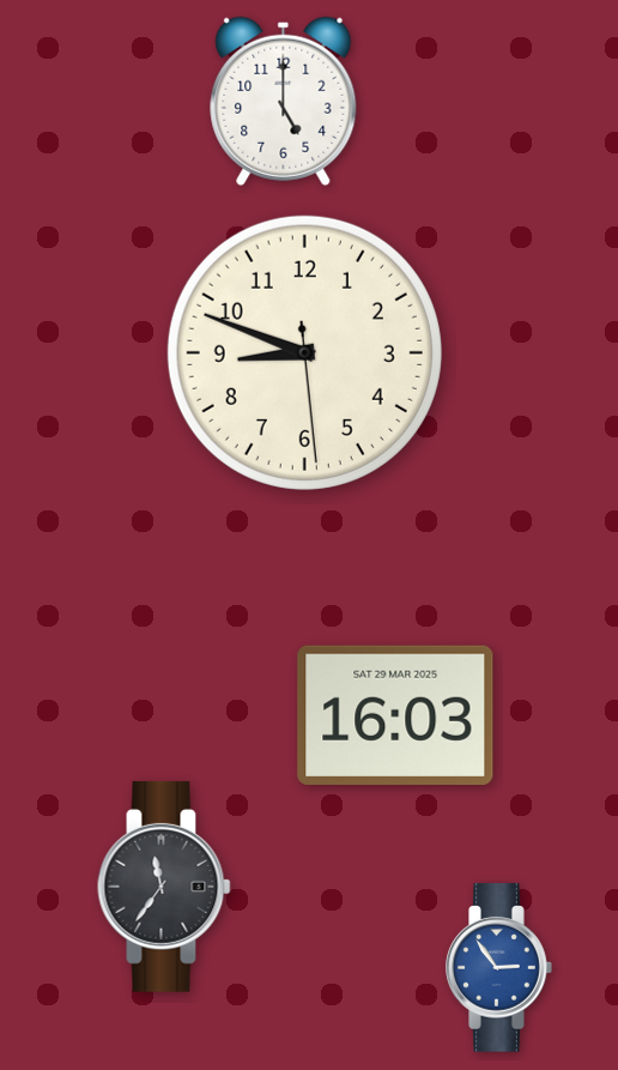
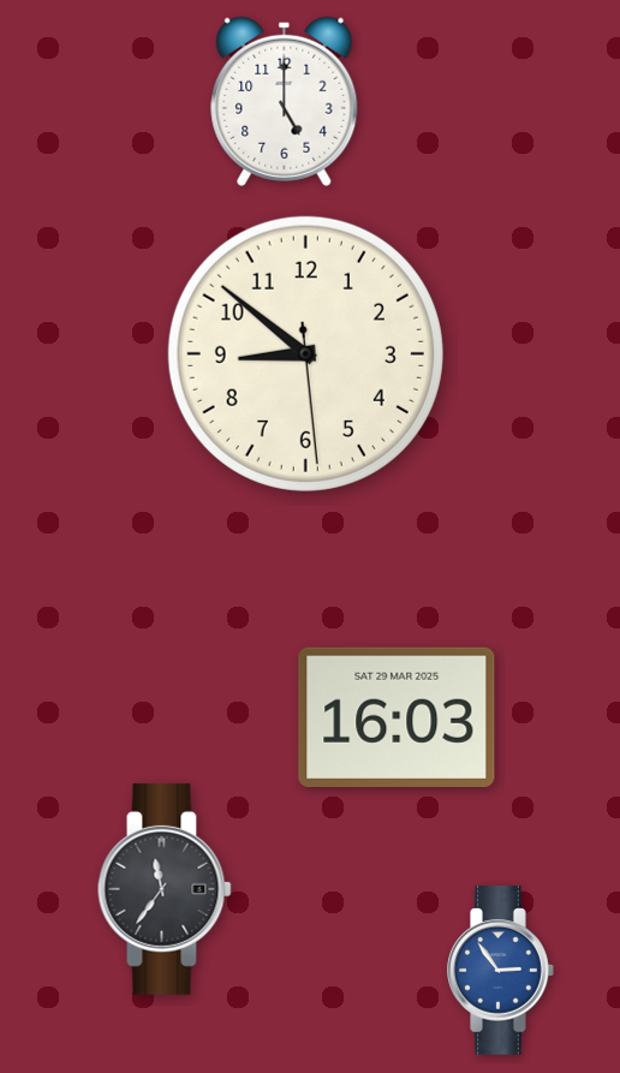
clock at (304, 352): 8:48 -> 8:51
